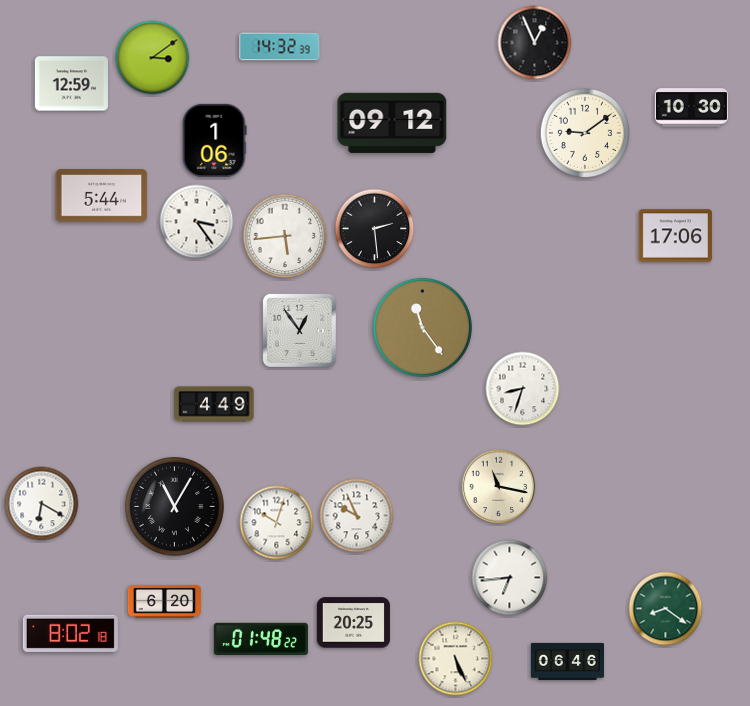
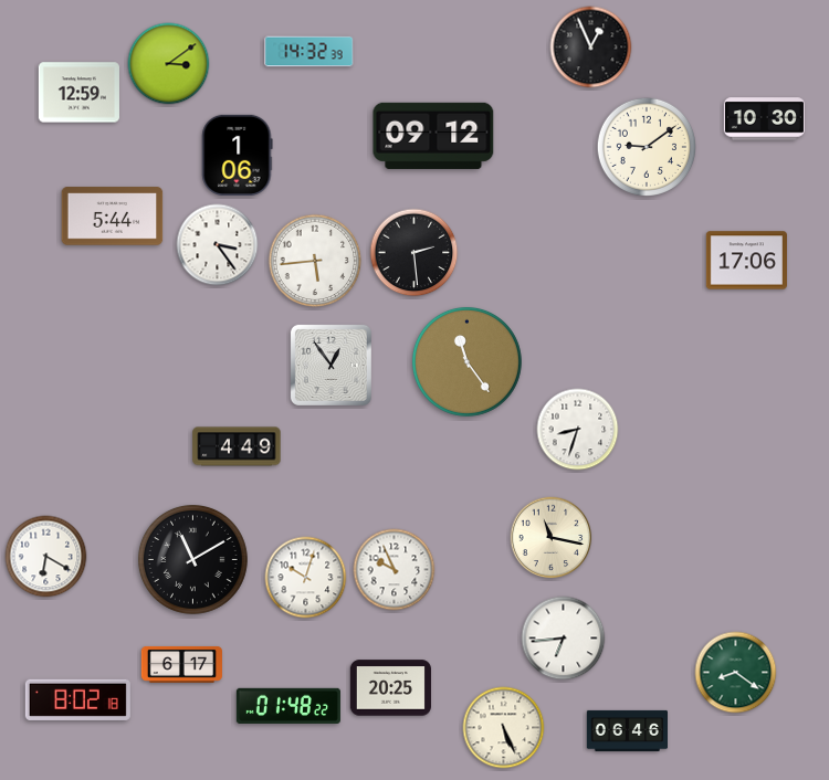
clock at (174, 506): 11:05 -> 11:10
clock at (164, 601): 6:20 -> 6:17
